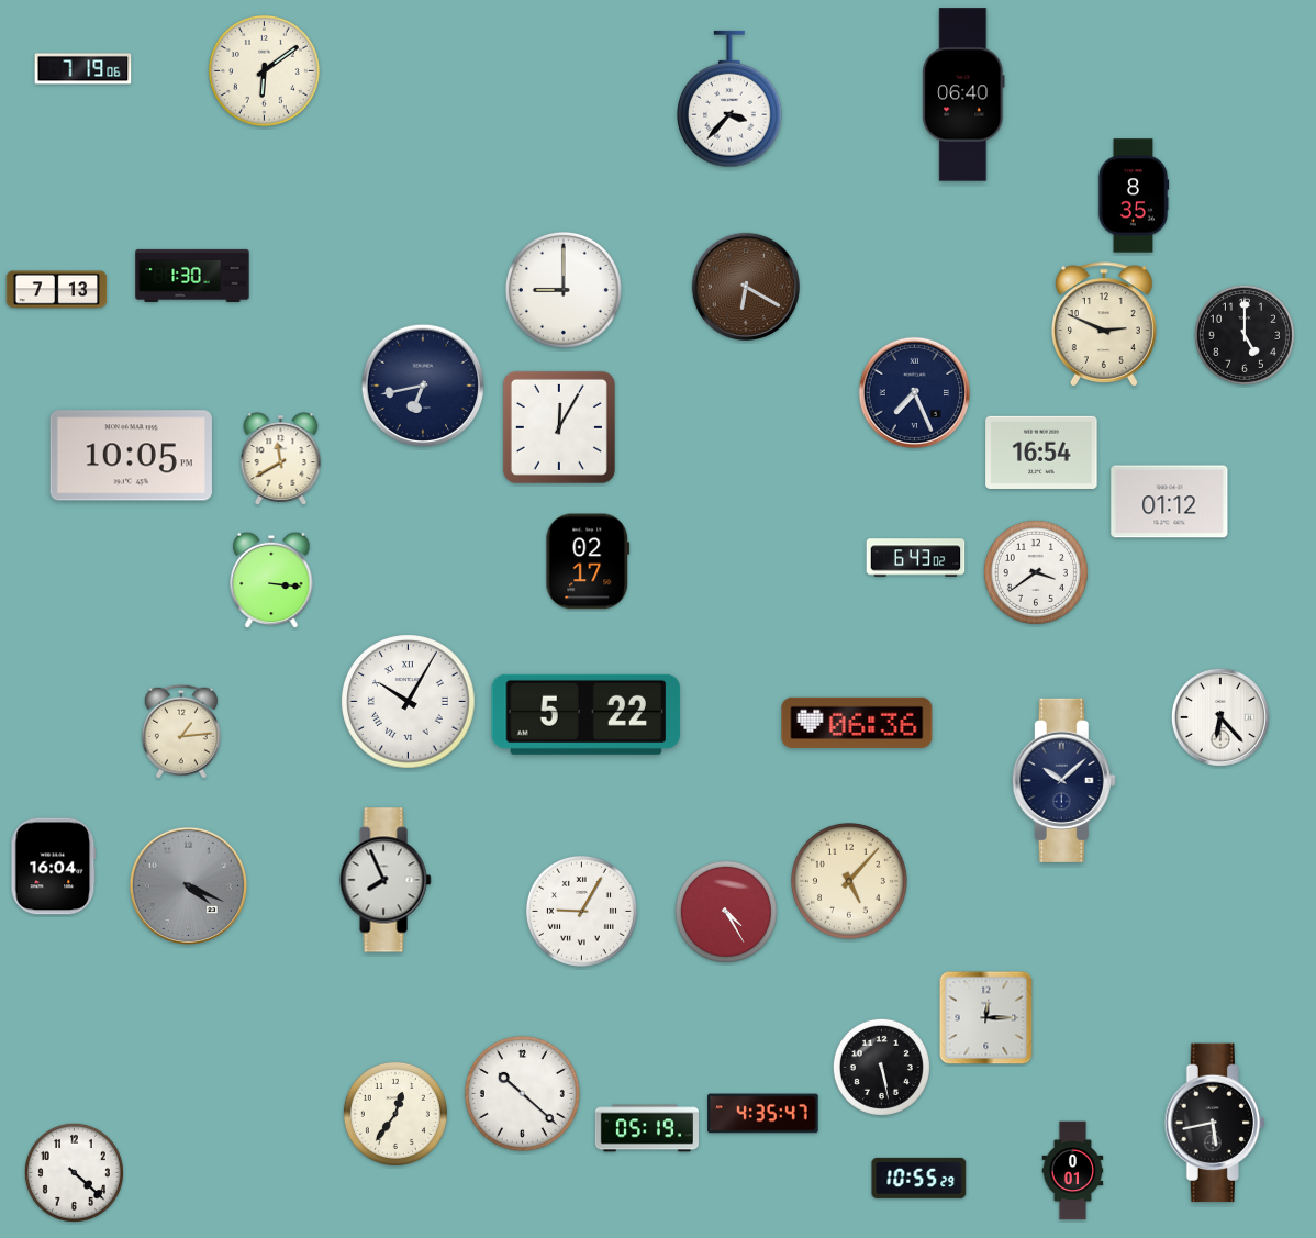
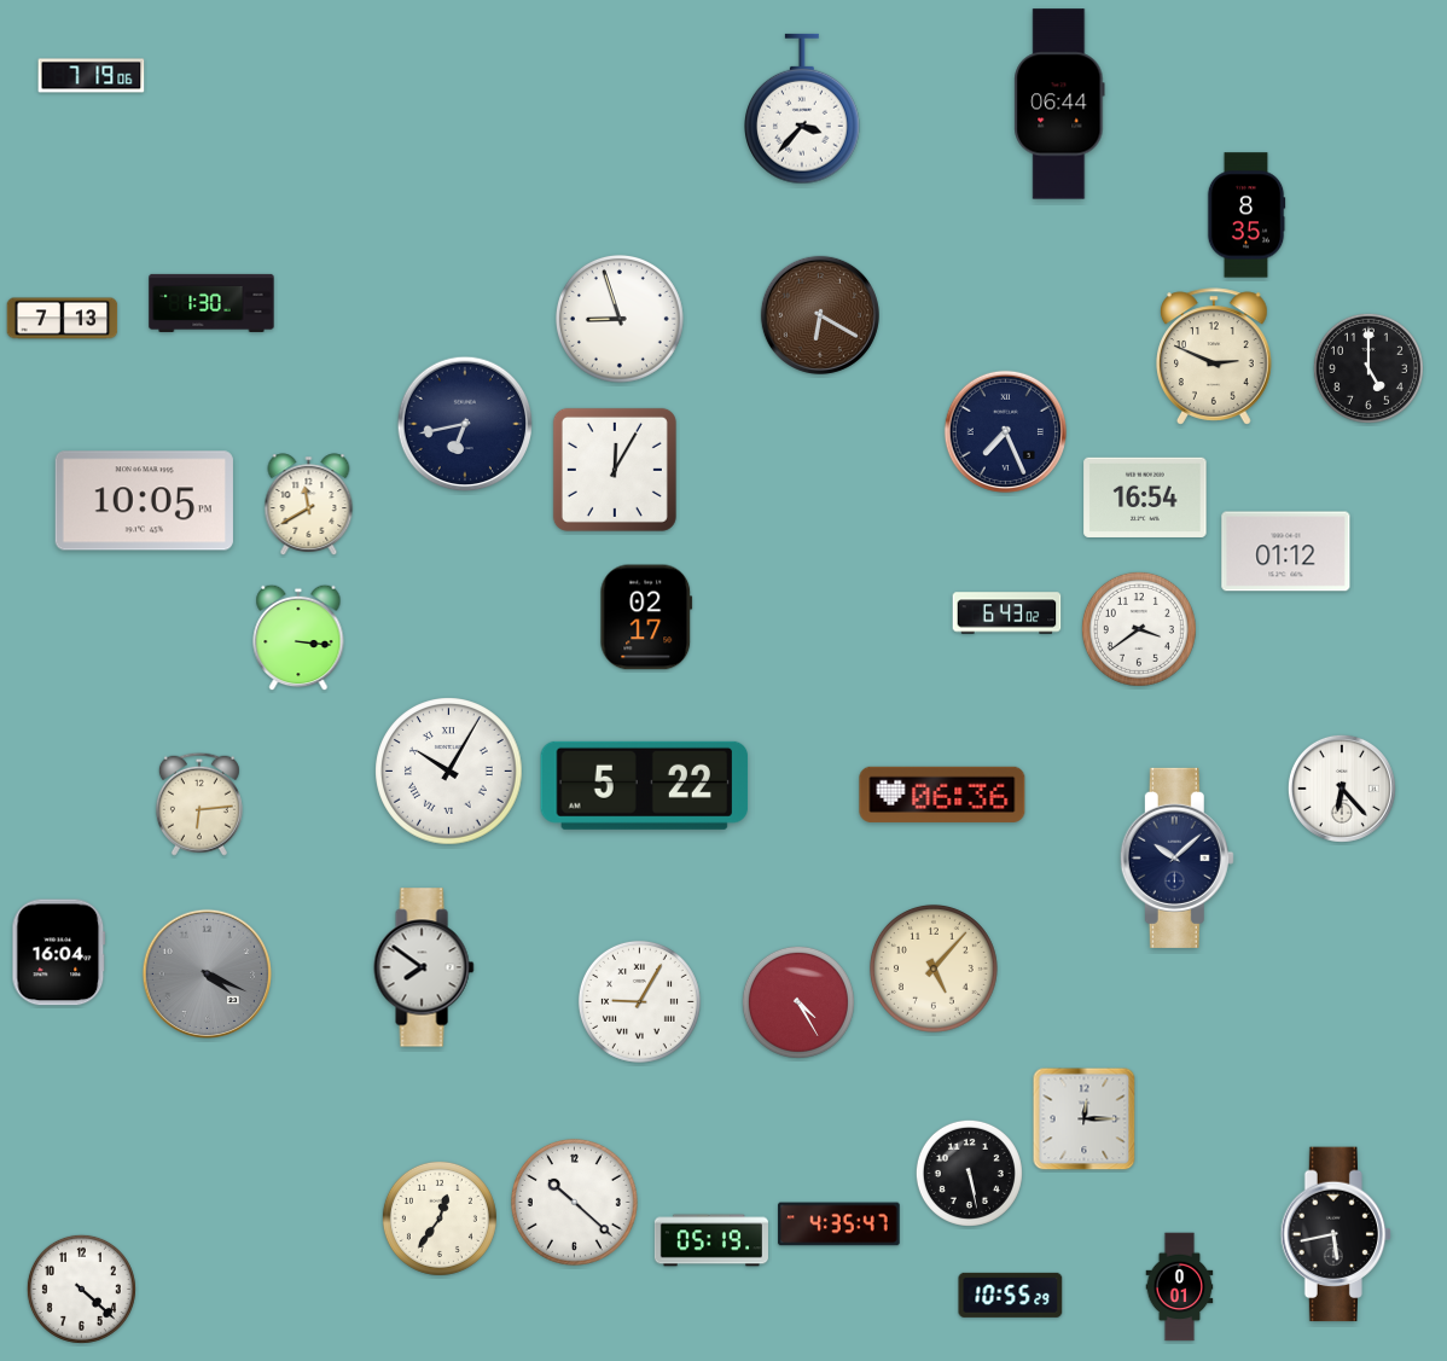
clock at (264, 70): 6:09 -> none
clock at (963, 94): 06:40 -> 06:44
clock at (564, 290): 9:00 -> 8:57
clock at (181, 732): 1:14 -> 6:14
clock at (1063, 780) position: (1063, 780) -> (1176, 857)
clock at (386, 880): 7:56 -> 7:51
clock at (395, 1114) position: (395, 1114) -> (440, 1218)
